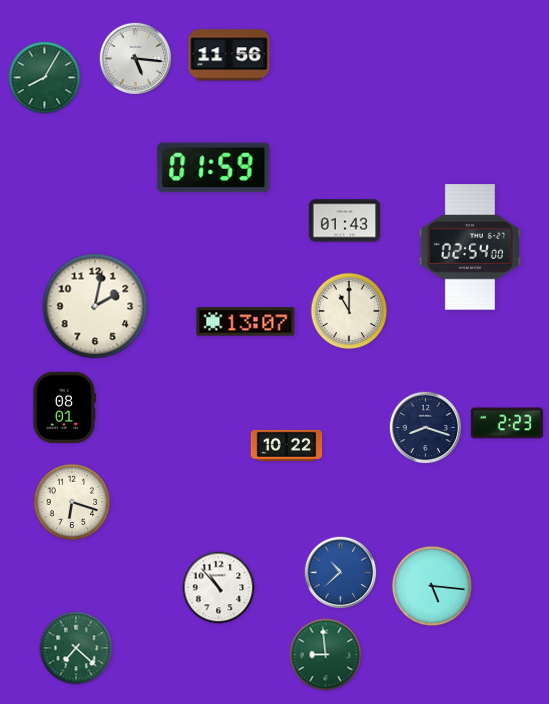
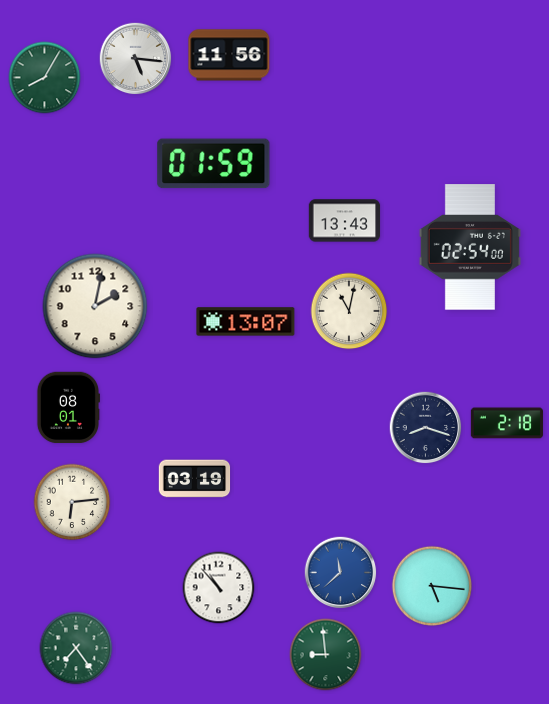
clock at (214, 168) position: (214, 168) -> (214, 164)
clock at (345, 221): 01:43 -> 13:43
clock at (349, 311): 11:00 -> 11:02
clock at (63, 408) position: (63, 408) -> (67, 408)
clock at (507, 423): 2:23 -> 2:18
clock at (287, 445): 10:22 -> none
clock at (195, 479): none -> 03:19
clock at (72, 502): 6:18 -> 6:14
clock at (341, 573): 10:38 -> 11:38
clock at (76, 648): 7:22 -> 7:24
